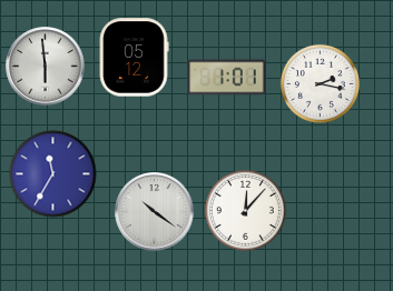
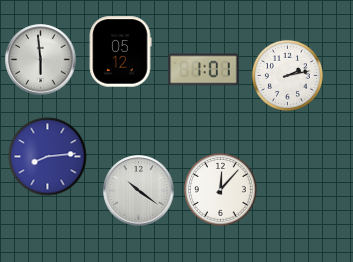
clock at (320, 83): 2:17 -> 2:13
clock at (53, 174): 11:35 -> 8:14
